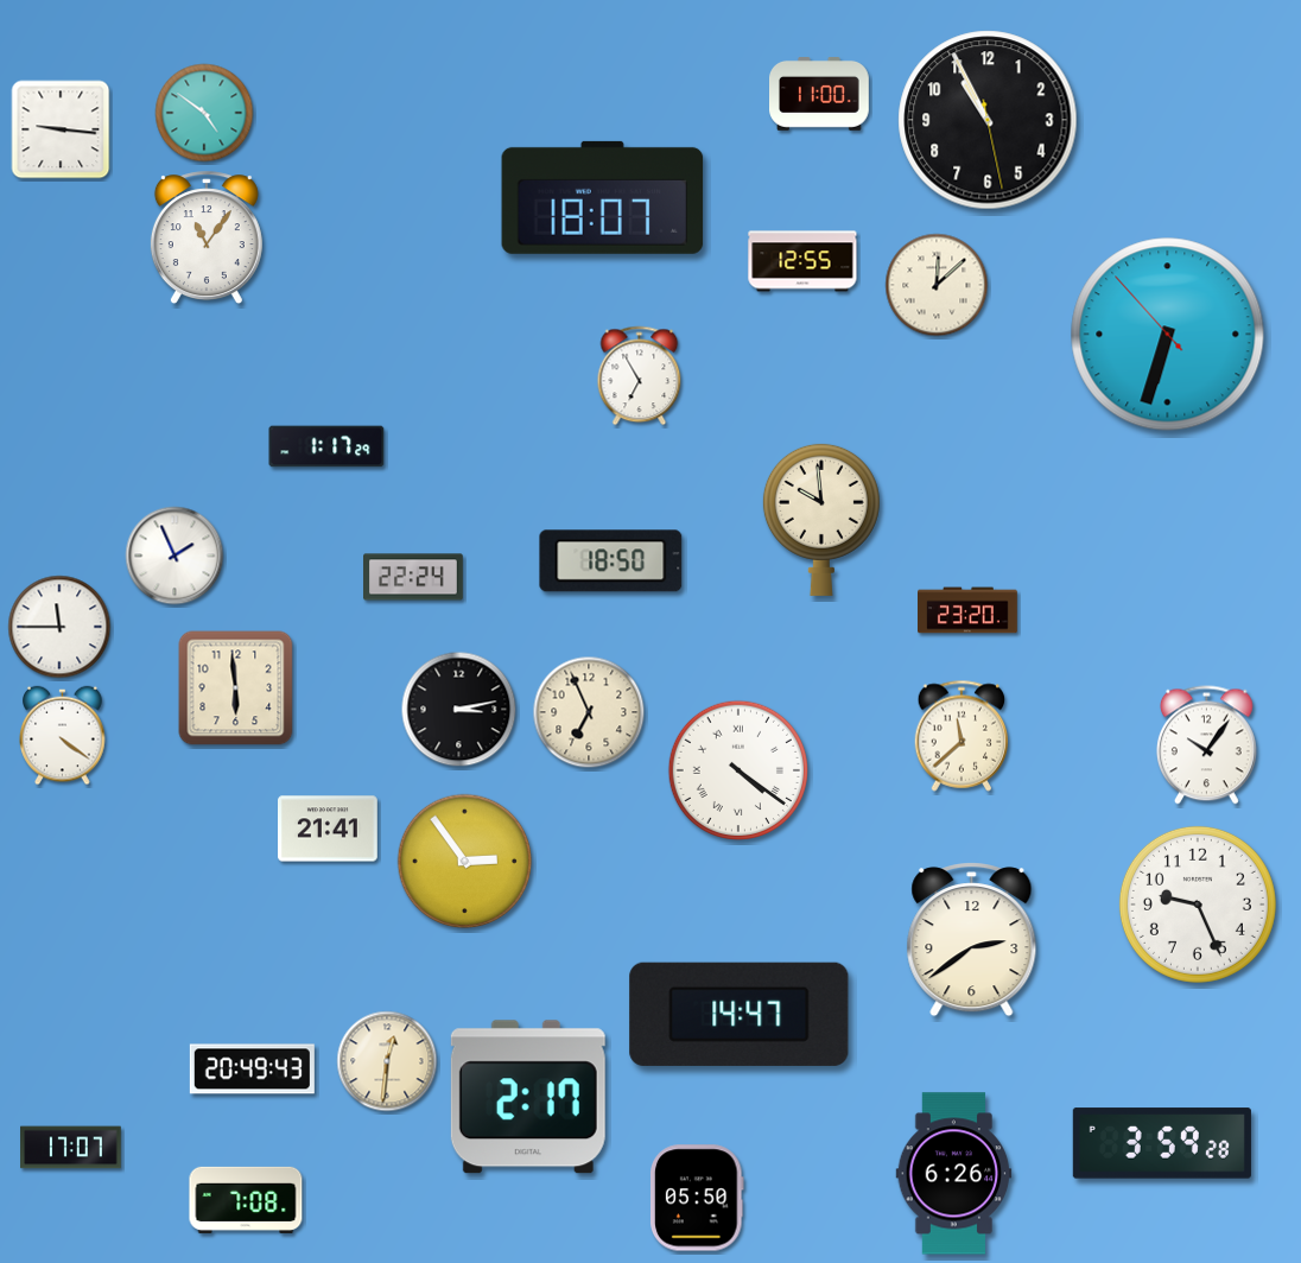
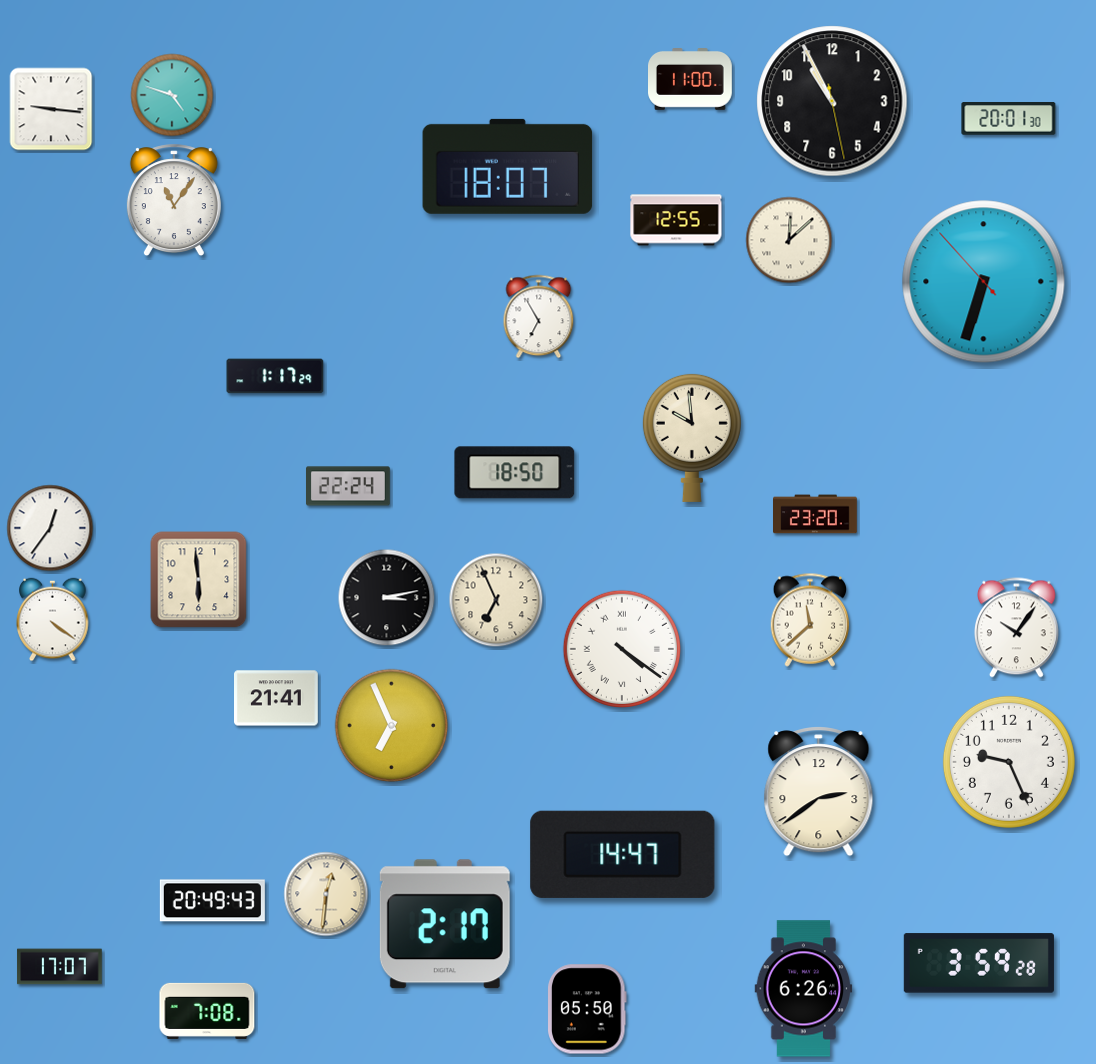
clock at (204, 113): 4:51 -> 4:48
clock at (1009, 119): none -> 20:01
clock at (174, 556): 1:56 -> none
clock at (59, 627): 11:45 -> 12:36
clock at (465, 862): 2:54 -> 6:56
